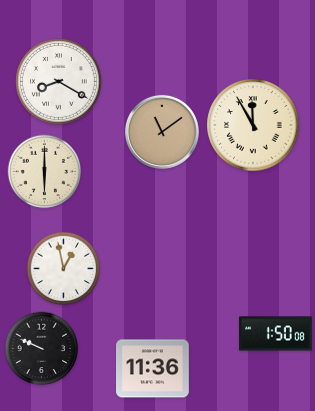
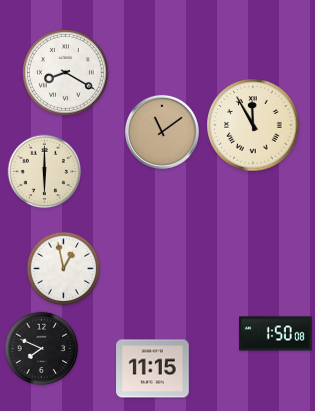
clock at (59, 82) position: (59, 82) -> (66, 73)
clock at (42, 349): 9:49 -> 7:49
clock at (153, 369): 11:36 -> 11:15
